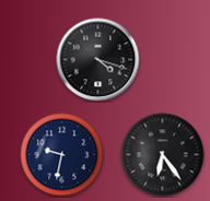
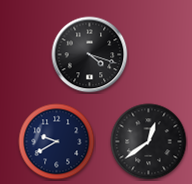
clock at (62, 155): 9:32 -> 9:40
clock at (163, 155): 6:24 -> 12:39
